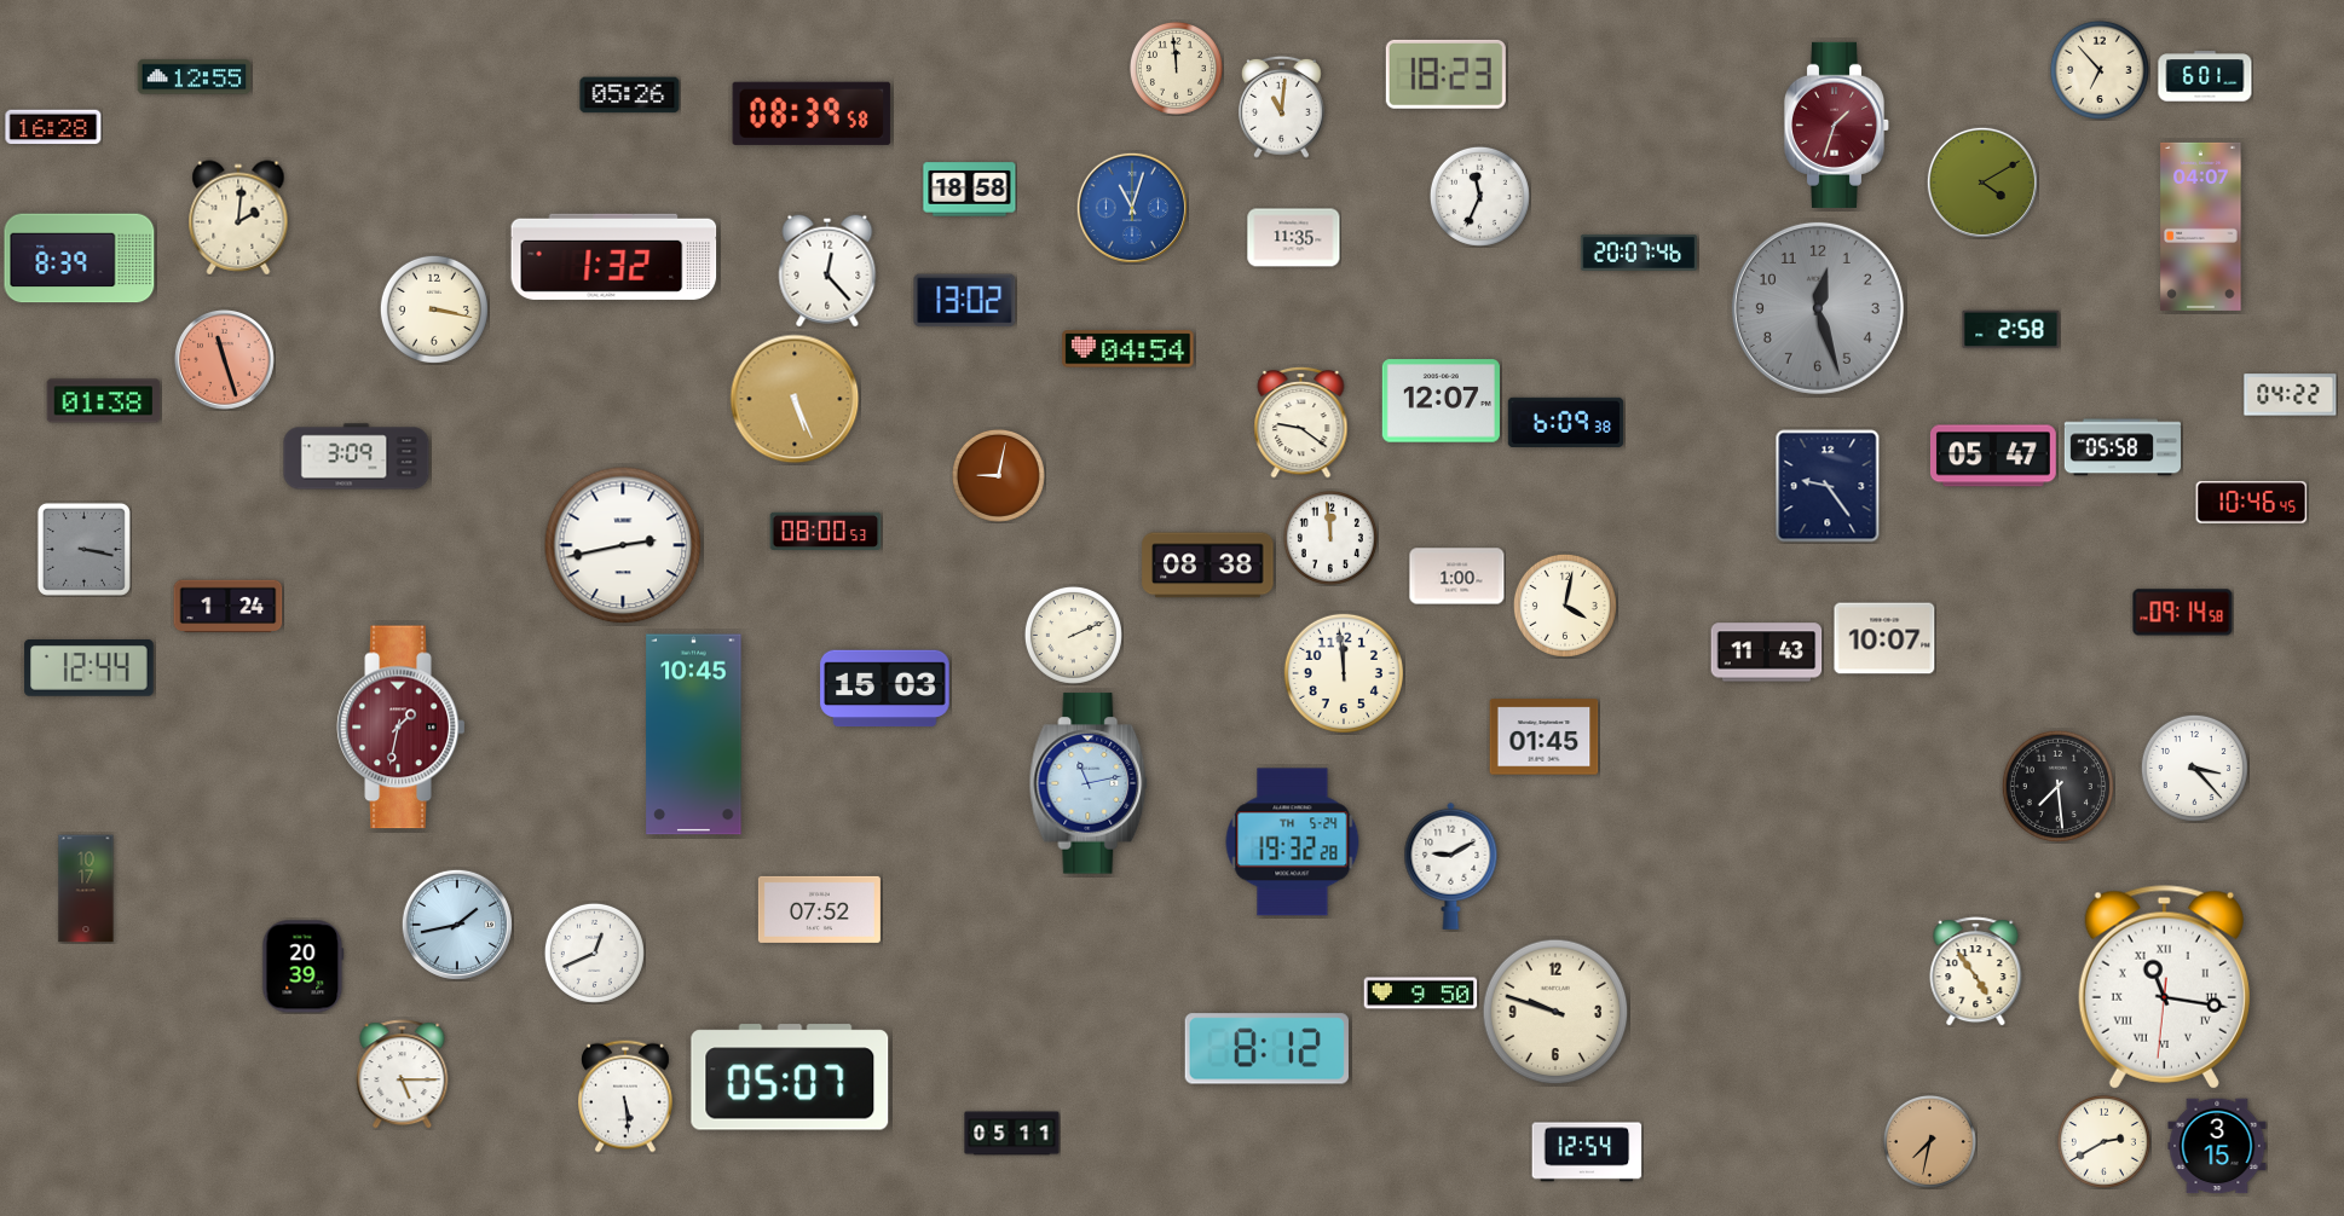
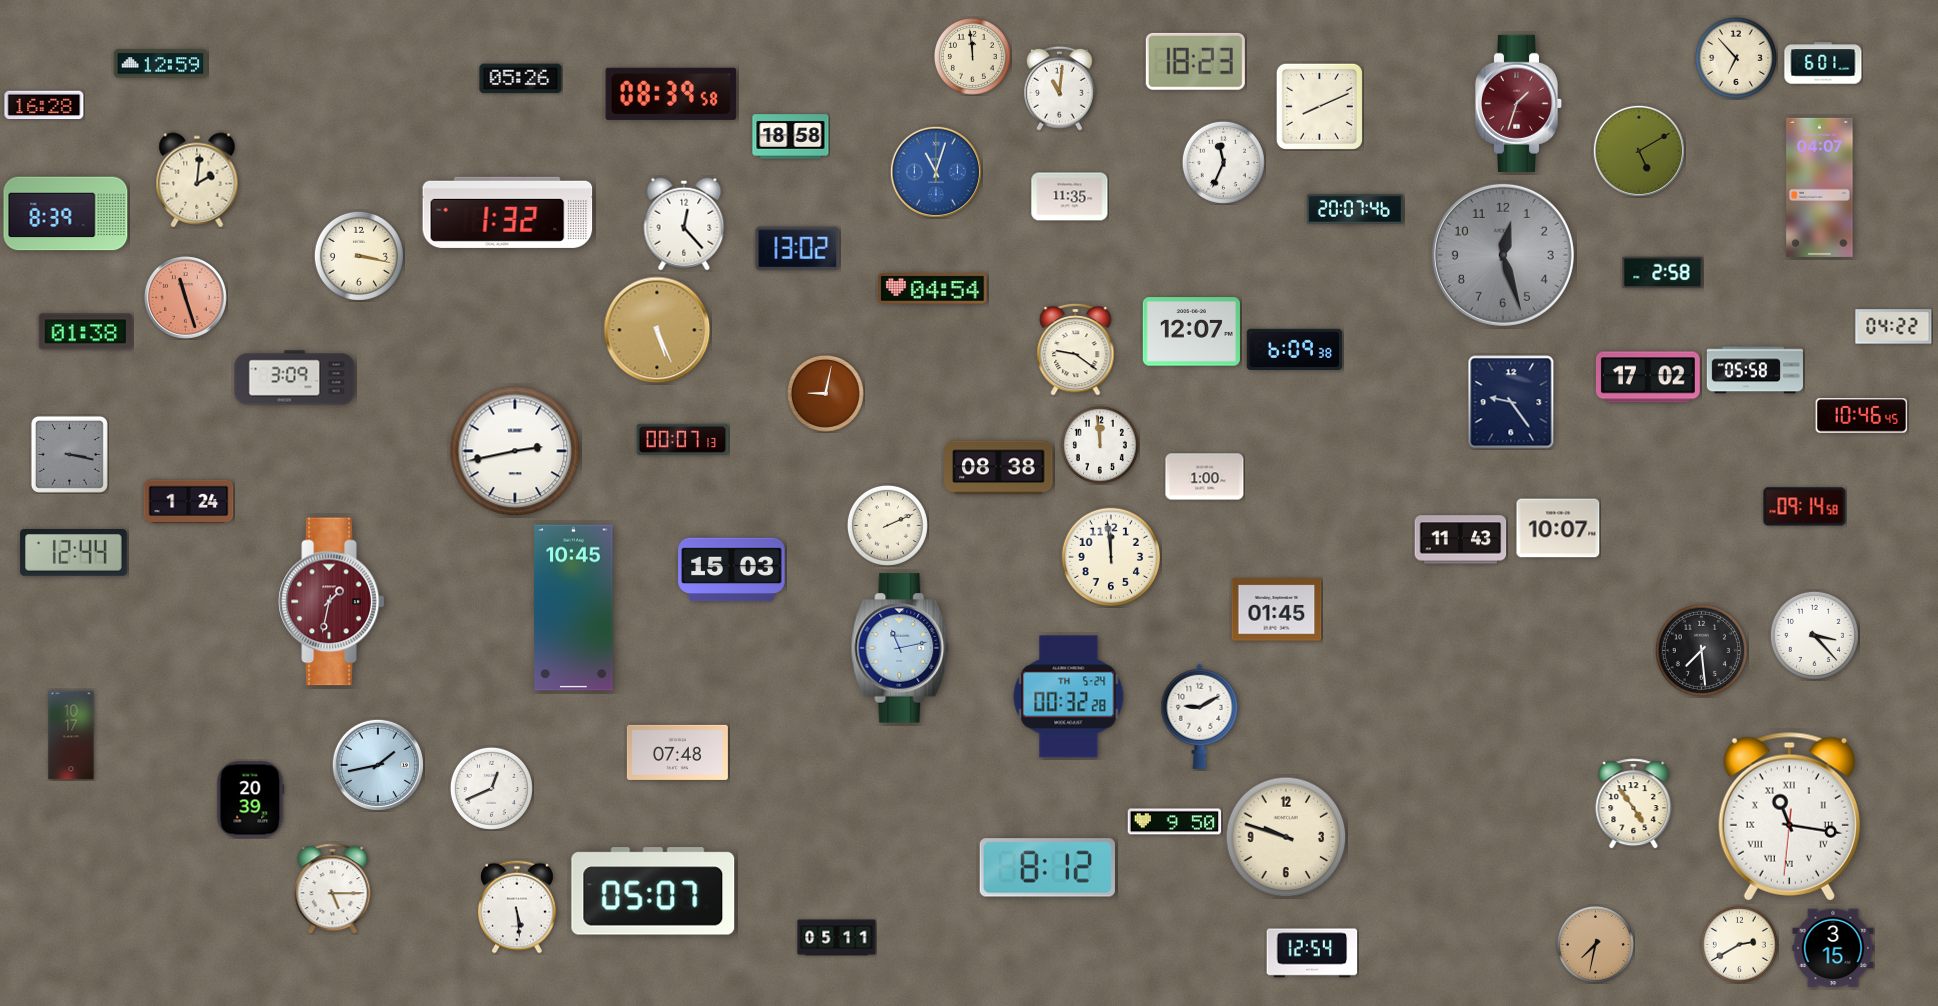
clock at (195, 77): 12:55 -> 12:59
clock at (1319, 106): none -> 8:11
clock at (1982, 183): 4:10 -> 5:10
clock at (970, 190) position: (970, 190) -> (791, 137)
clock at (1993, 456): 05:47 -> 17:02
clock at (826, 531): 08:00 -> 00:07
clock at (1565, 606): 4:02 -> none
clock at (1293, 842): 19:32 -> 00:32
clock at (819, 909): 07:52 -> 07:48
